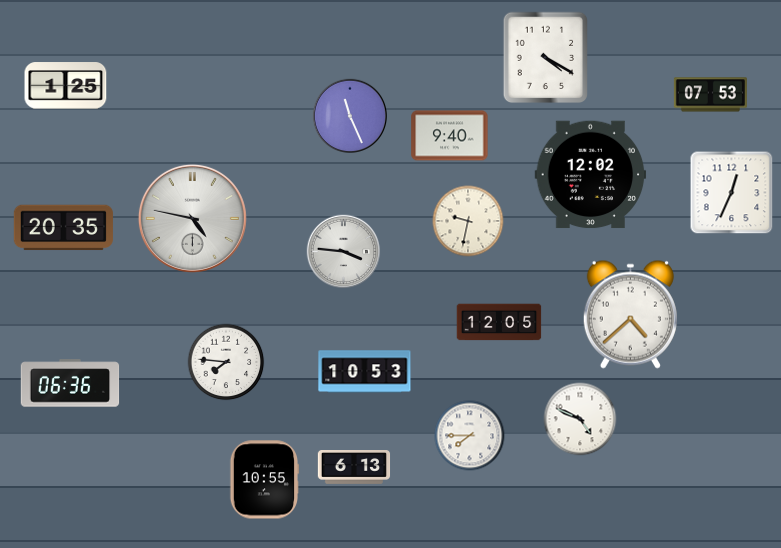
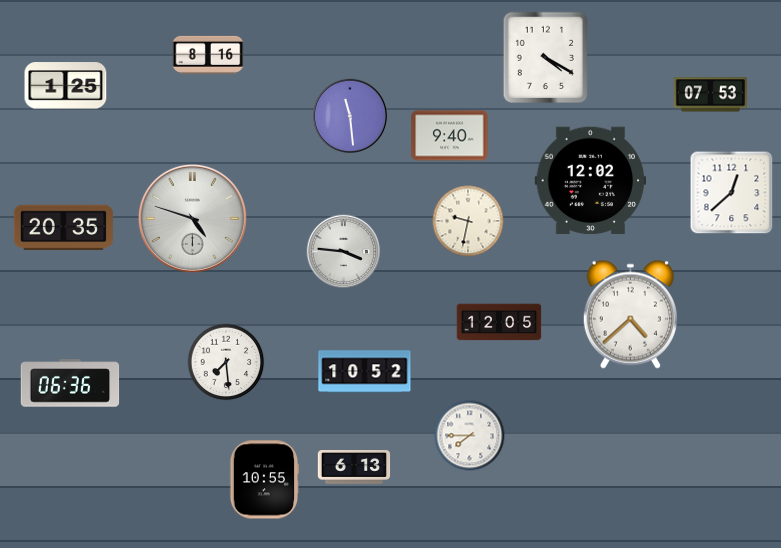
clock at (208, 55): none -> 8:16
clock at (349, 115): 11:26 -> 11:29
clock at (591, 175) position: (591, 175) -> (591, 181)
clock at (732, 193): 12:34 -> 12:38
clock at (192, 218): 4:47 -> 4:48
clock at (226, 362): 7:46 -> 7:29
clock at (365, 372): 10:53 -> 10:52
clock at (580, 419): 4:49 -> none
